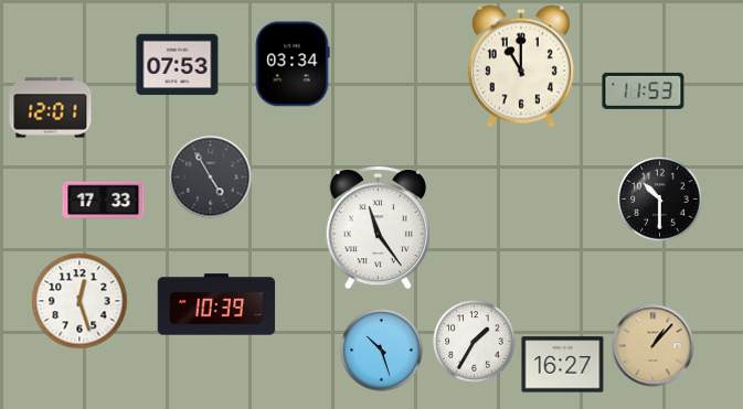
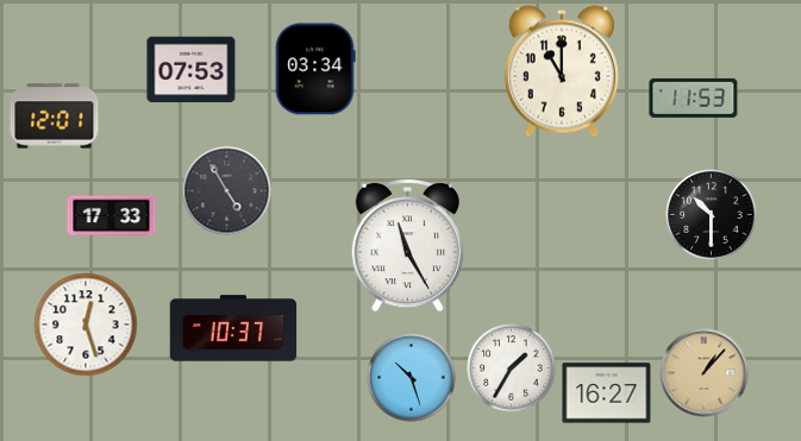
clock at (378, 227): 11:24 -> 11:25
clock at (216, 304): 10:39 -> 10:37
